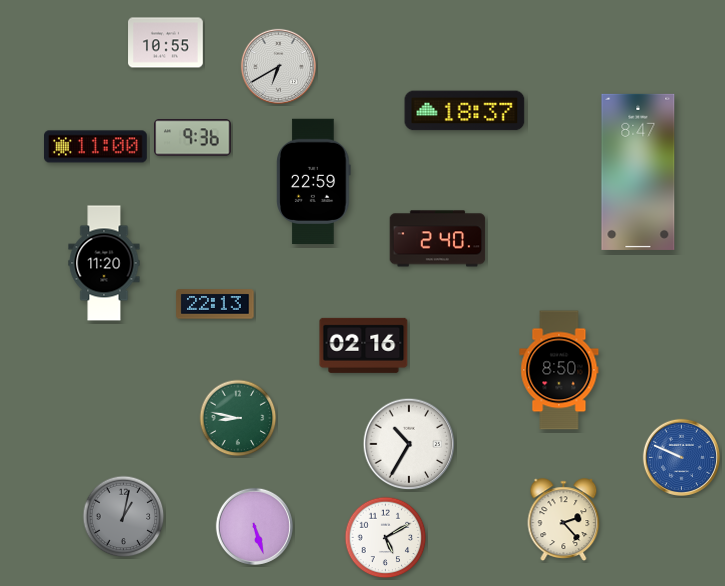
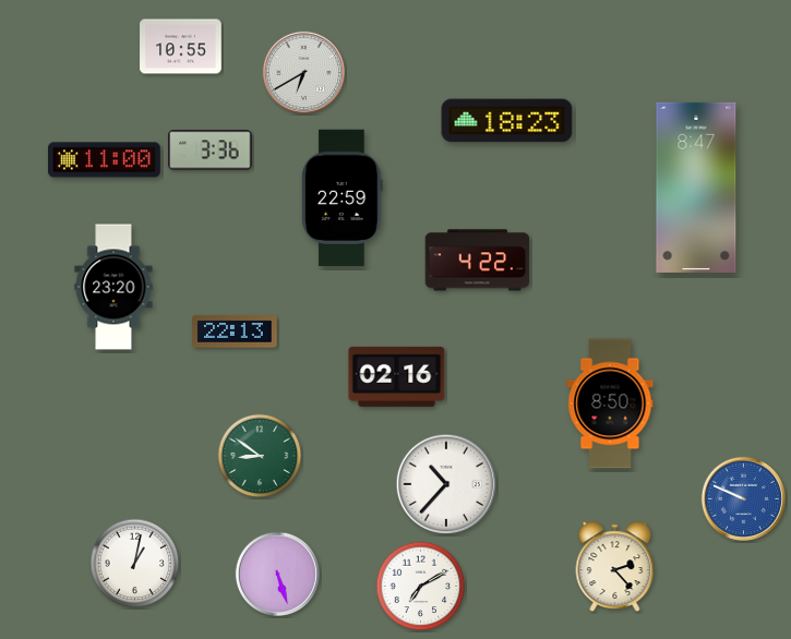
clock at (465, 111): 18:37 -> 18:23
clock at (193, 138): 9:36 -> 3:36
clock at (438, 239): 2:40 -> 4:22
clock at (104, 263): 11:20 -> 23:20
clock at (238, 418): 8:47 -> 8:51
clock at (409, 444): 10:35 -> 10:37
clock at (124, 517) dial: grey -> white
clock at (386, 538): 5:10 -> 7:10
